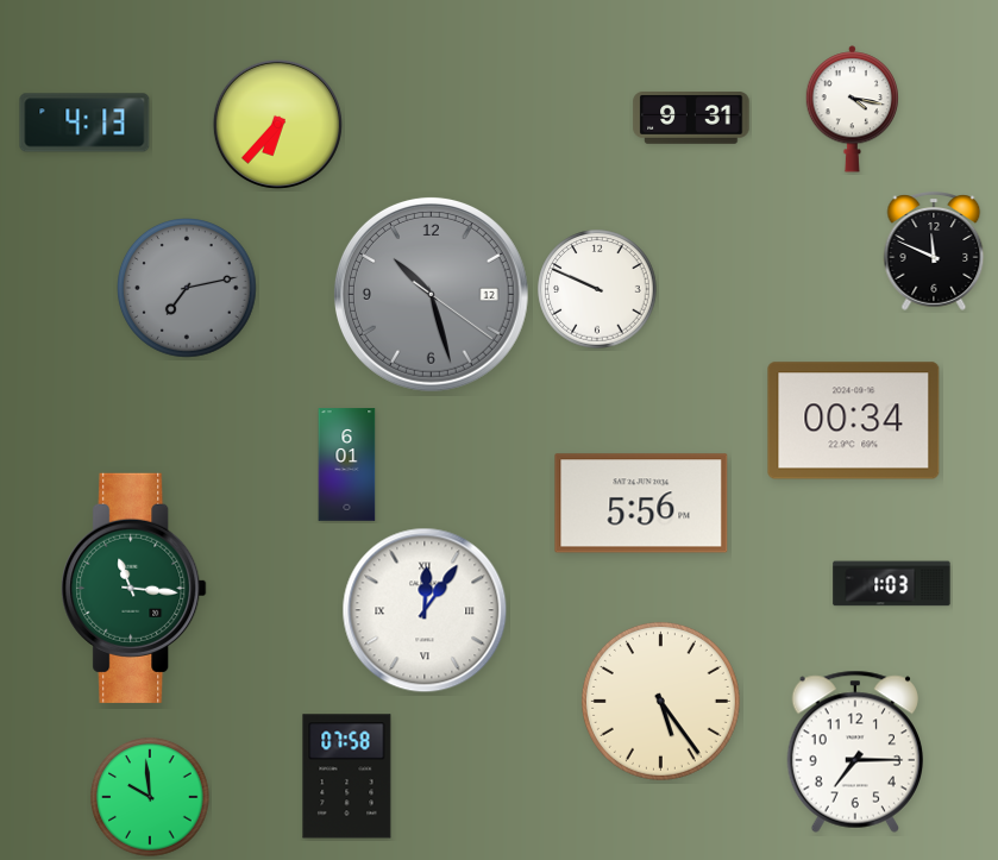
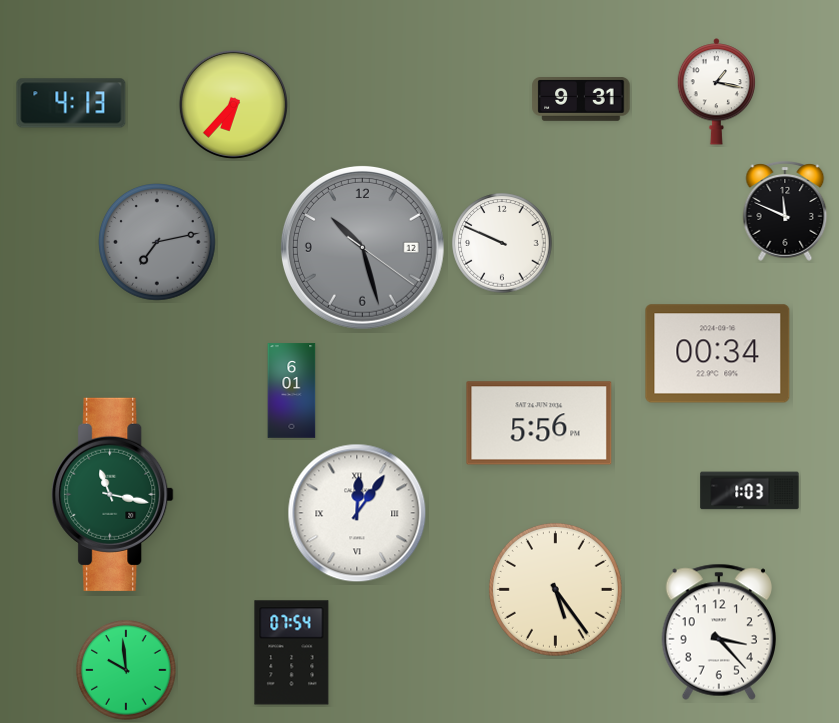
clock at (853, 109): 4:17 -> 1:17
clock at (134, 588): 11:16 -> 11:17
clock at (854, 752): 7:15 -> 3:23
clock at (347, 777): 07:58 -> 07:54
